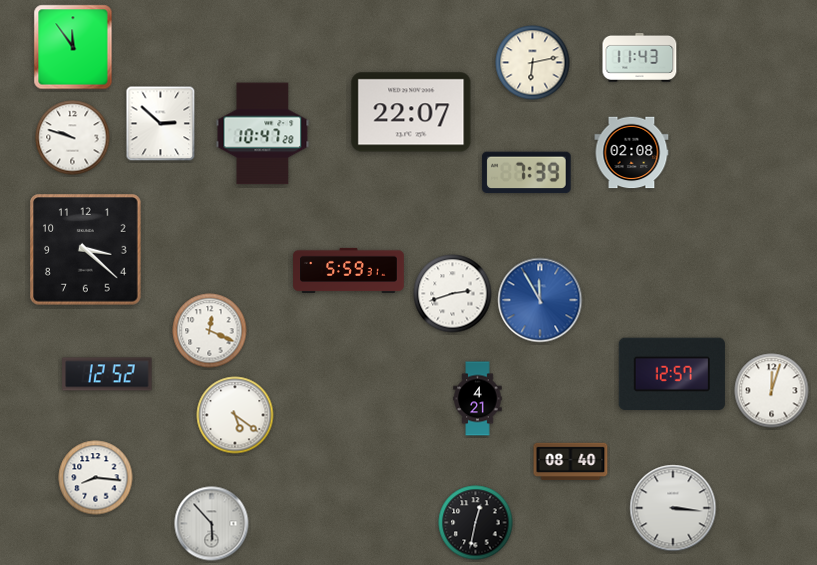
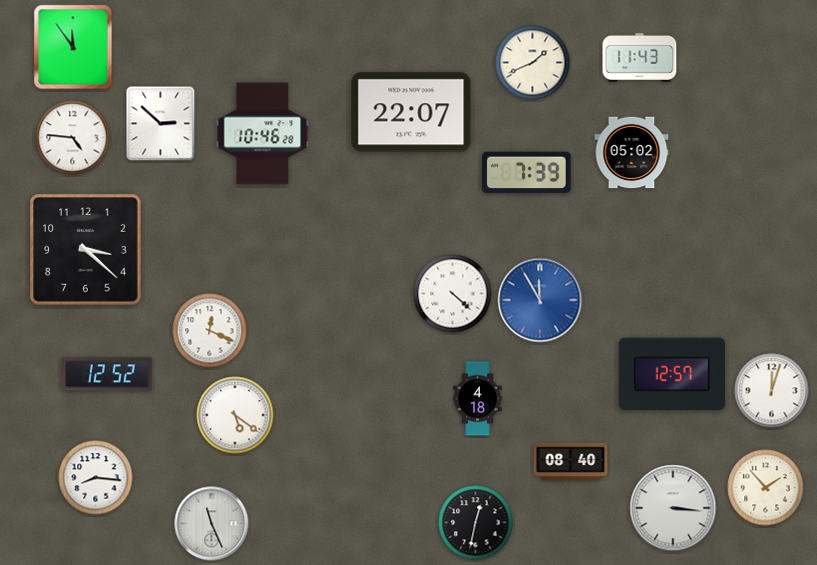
clock at (533, 63): 6:13 -> 1:41
clock at (263, 134): 10:47 -> 10:46
clock at (73, 138): 9:48 -> 4:46
clock at (632, 153): 02:08 -> 05:02
clock at (349, 270): 5:59 -> none
clock at (453, 294): 2:42 -> 4:22
clock at (478, 399): 4:21 -> 4:18
clock at (766, 488): none -> 1:53
clock at (212, 524): 5:53 -> 11:26
